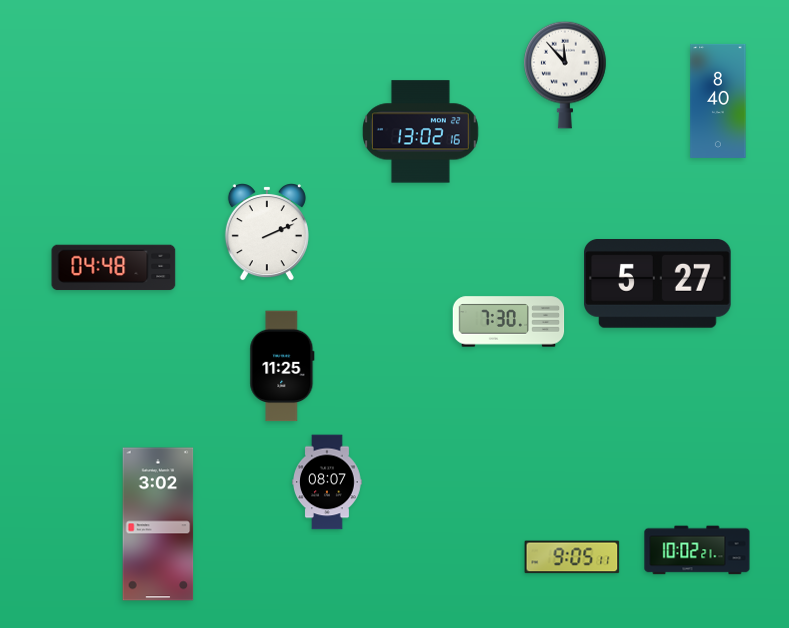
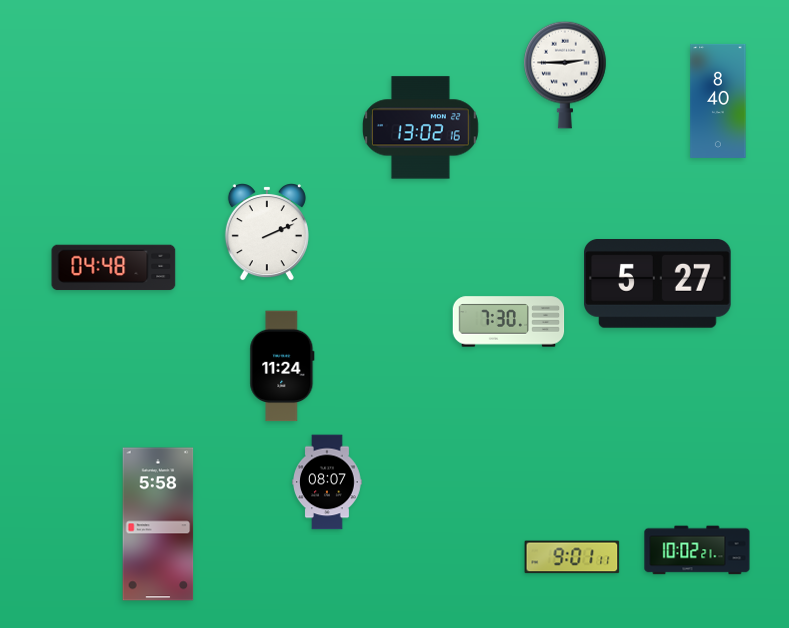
clock at (565, 75): 11:53 -> 2:45
clock at (421, 132) position: (421, 132) -> (421, 128)
clock at (282, 366): 11:25 -> 11:24
clock at (158, 524): 3:02 -> 5:58
clock at (572, 557): 9:05 -> 9:01
